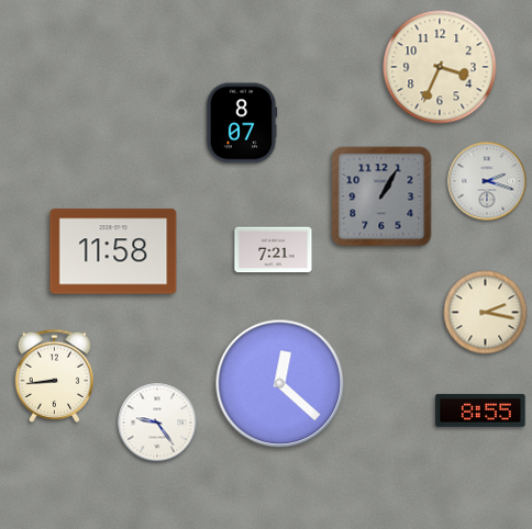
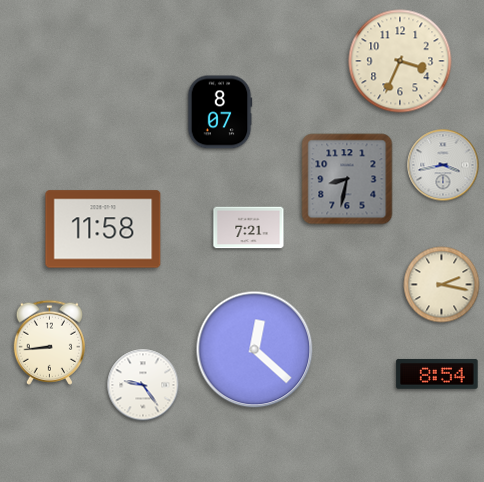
clock at (487, 181): 2:18 -> 3:43
clock at (381, 196): 1:05 -> 8:32
clock at (480, 410): 8:55 -> 8:54
